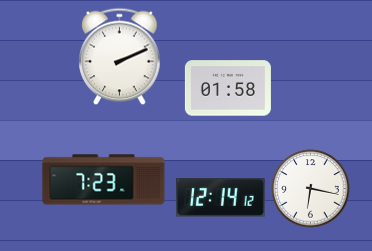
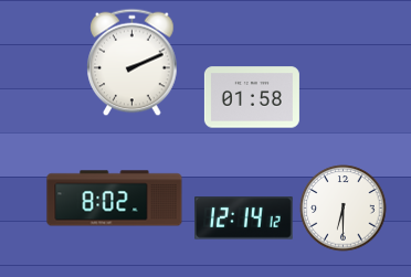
clock at (104, 180): 7:23 -> 8:02
clock at (311, 189): 6:17 -> 6:30
